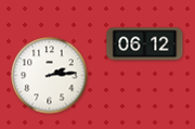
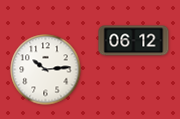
clock at (50, 76): 2:14 -> 10:14
